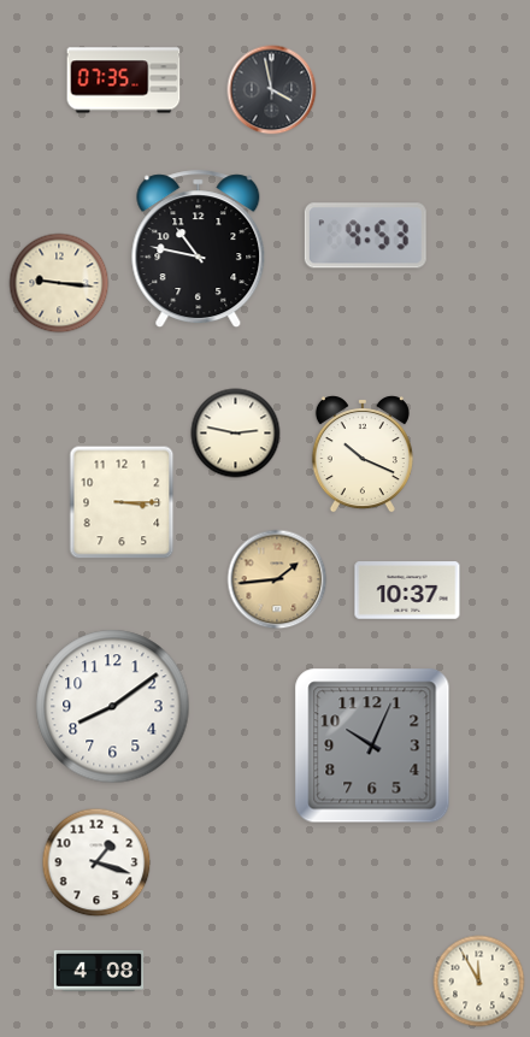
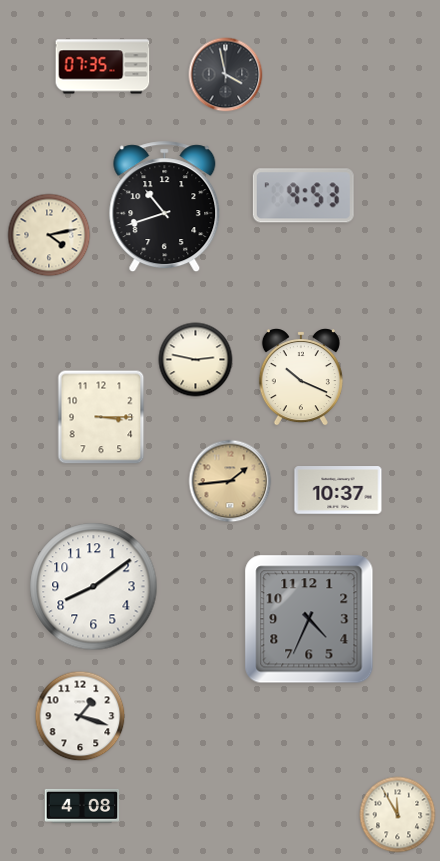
clock at (199, 249): 10:47 -> 10:42
clock at (59, 283): 9:16 -> 4:13
clock at (372, 746): 10:04 -> 4:34
